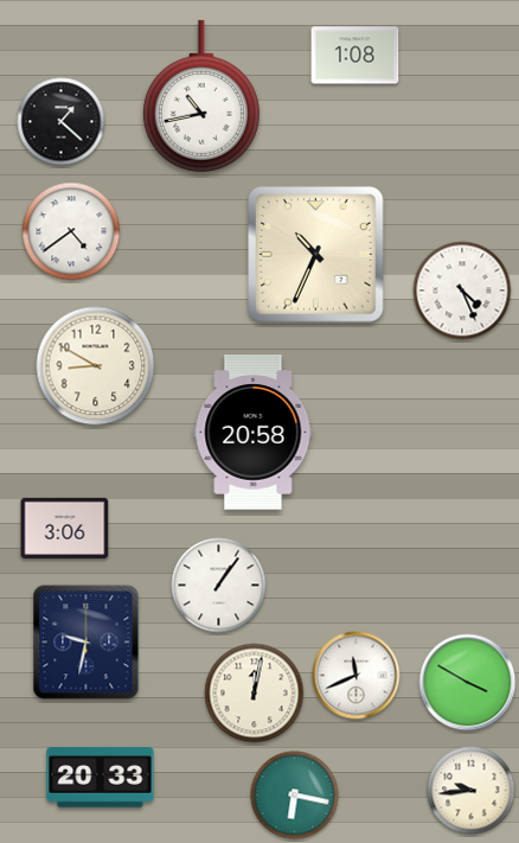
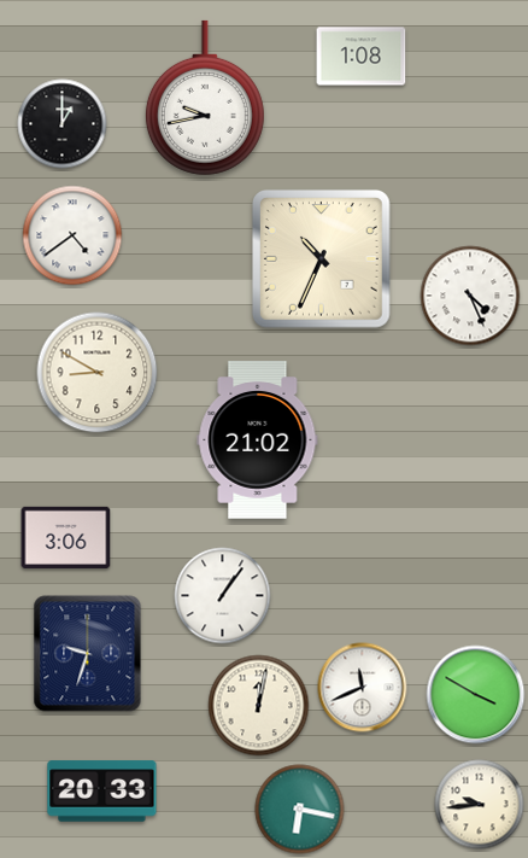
clock at (201, 96): 10:43 -> 9:43
clock at (62, 122): 1:22 -> 1:00
clock at (254, 433): 20:58 -> 21:02
clock at (86, 643): 9:32 -> 9:33
